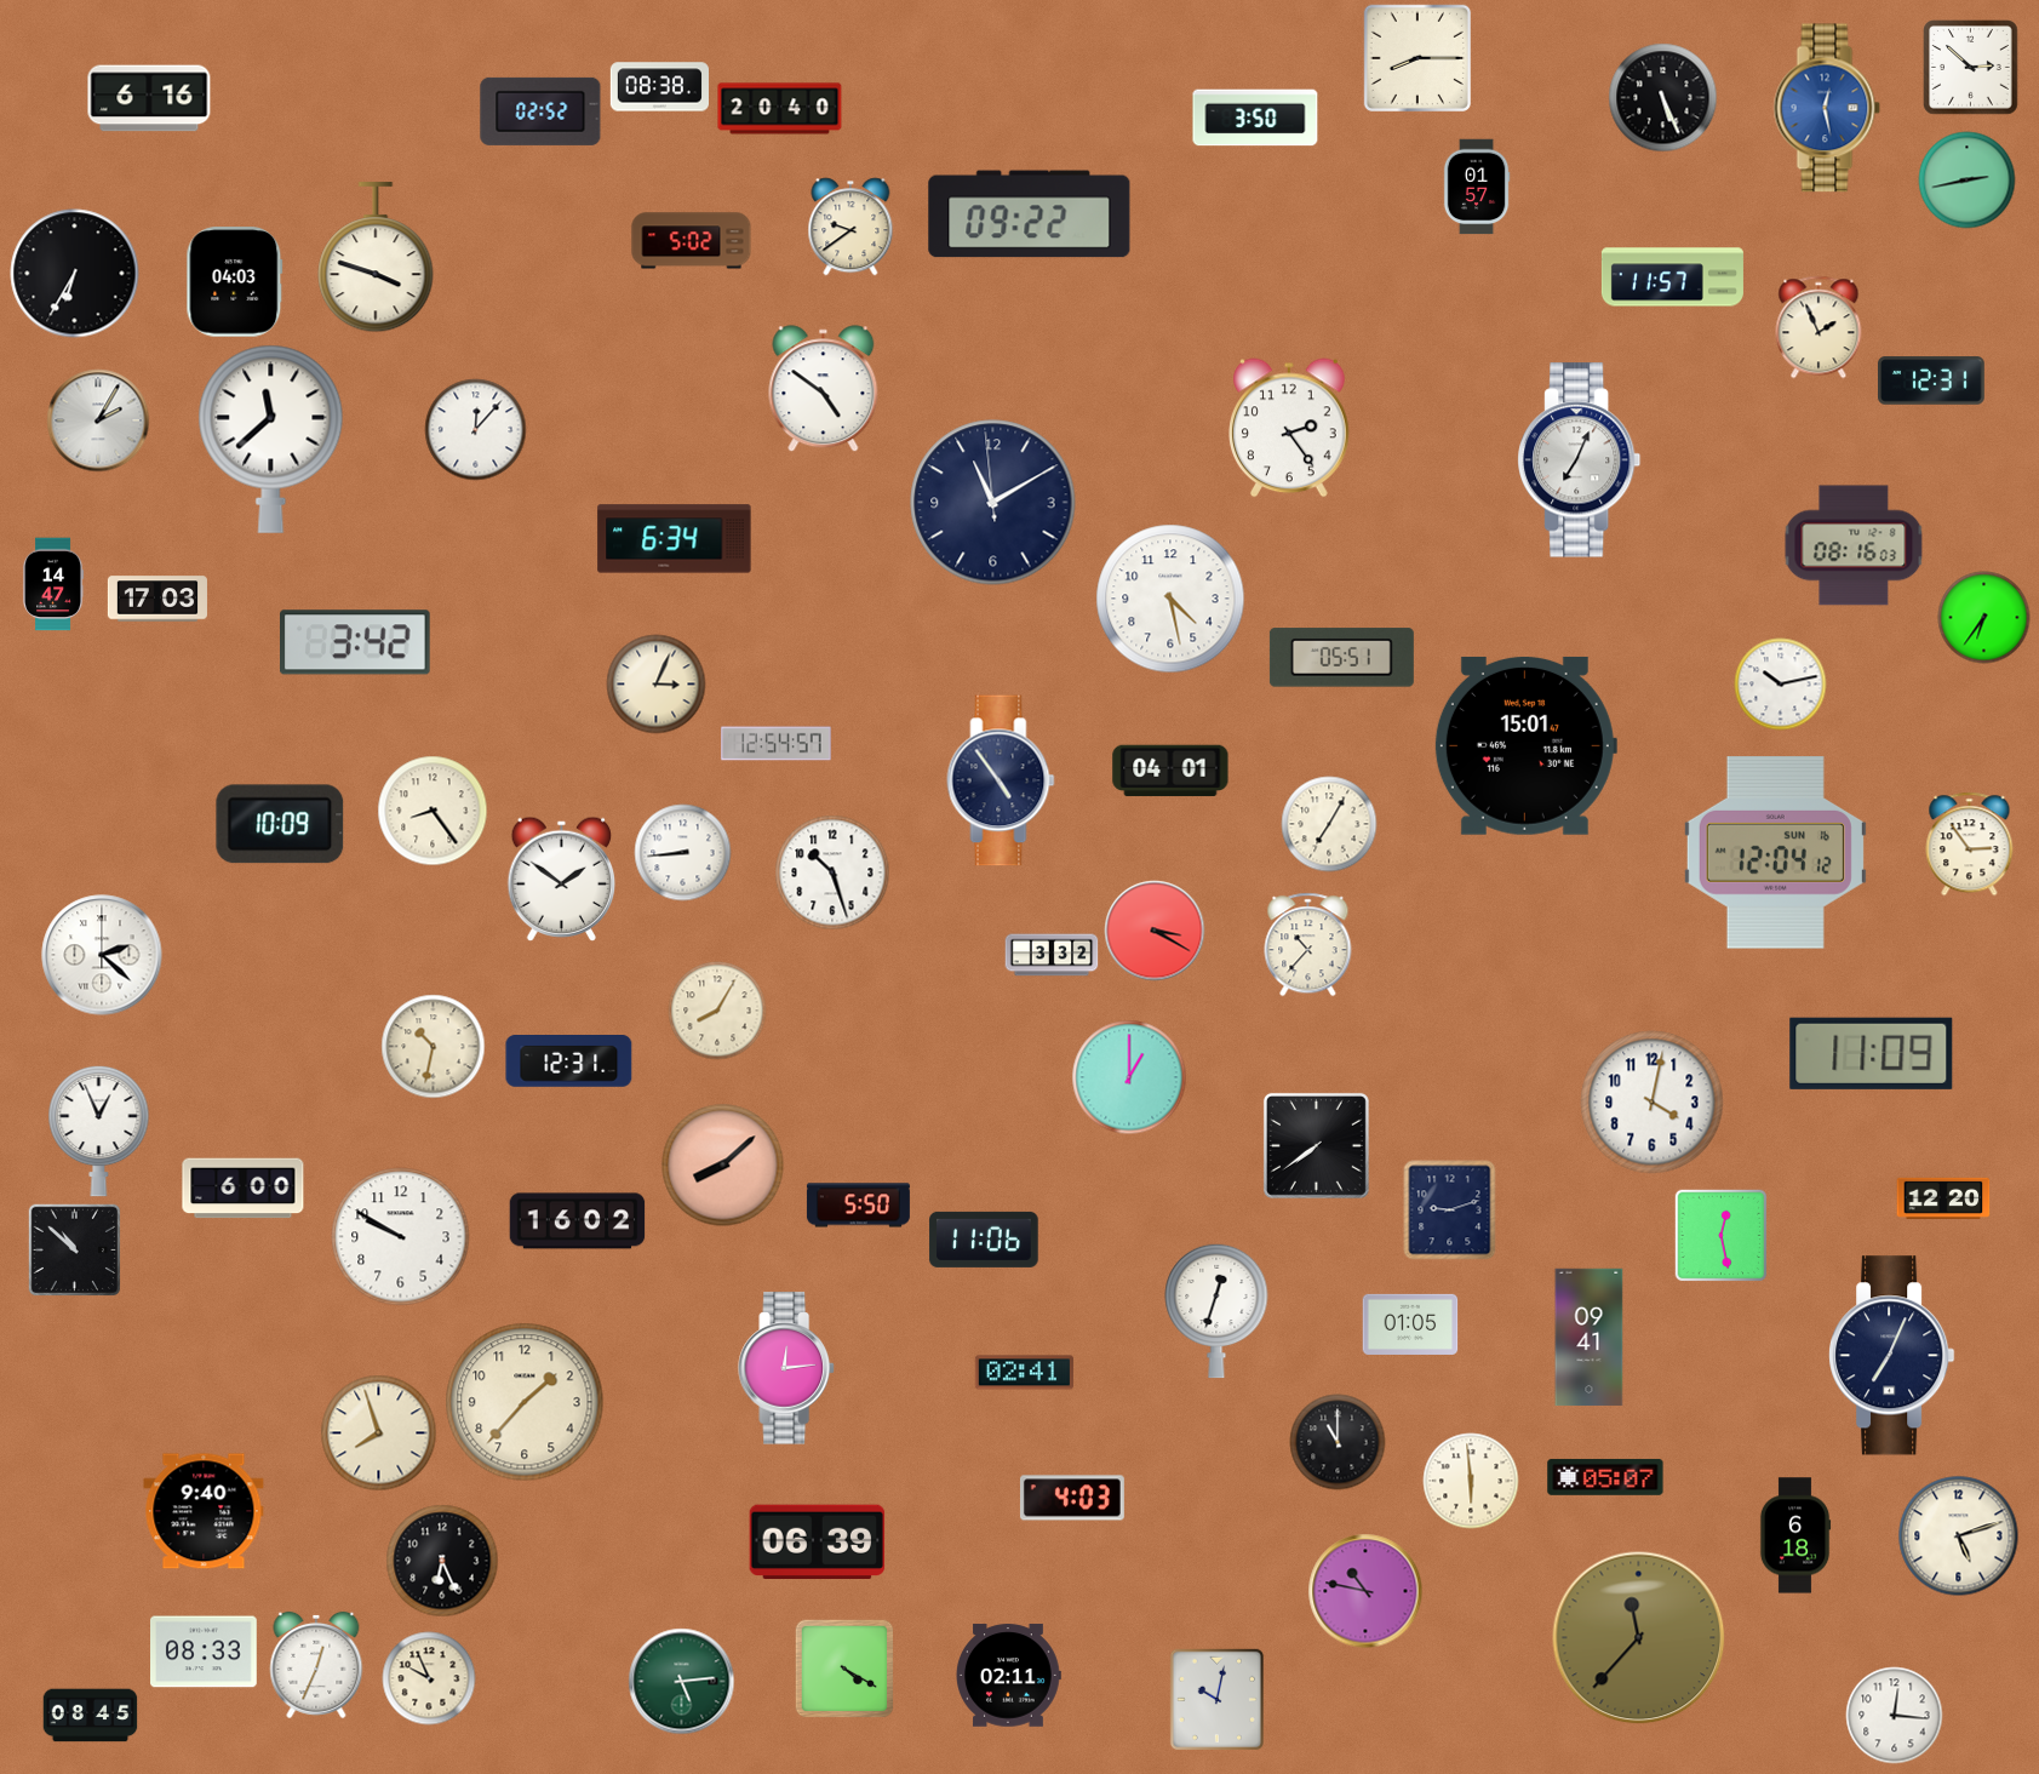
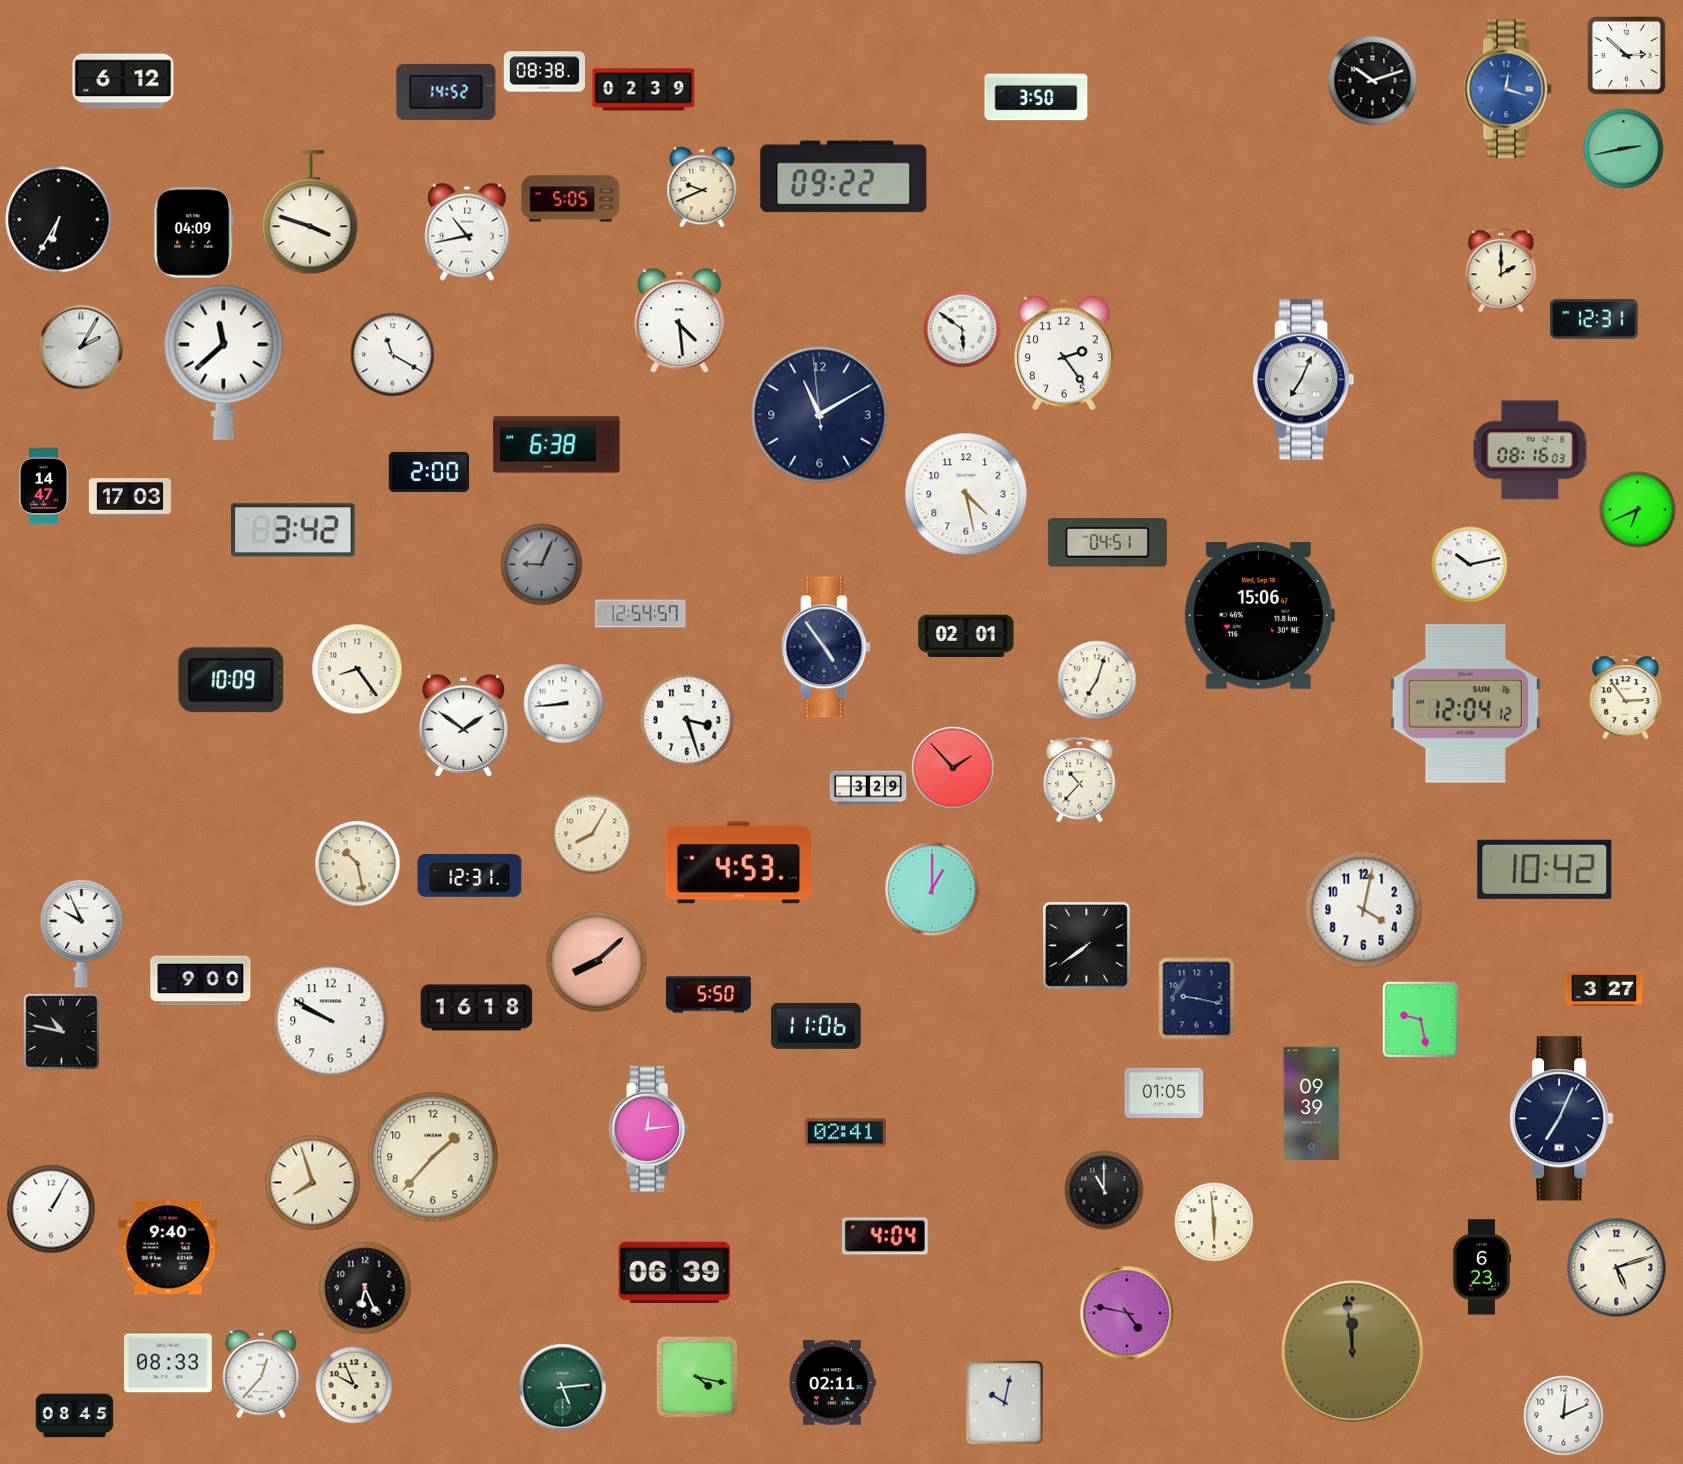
clock at (1417, 58): 8:15 -> none
clock at (149, 98): 6:16 -> 6:12
clock at (1663, 98): 5:26 -> 10:12
clock at (1827, 108): 12:28 -> 12:18
clock at (780, 109): 20:40 -> 02:39
clock at (540, 111): 02:52 -> 14:52
clock at (1477, 187): 01:57 -> none
clock at (1030, 214) position: (1030, 214) -> (844, 177)
clock at (850, 227): 9:39 -> 9:41
clock at (692, 241): 5:02 -> 5:05
clock at (75, 274) position: (75, 274) -> (59, 220)
clock at (1672, 277): 11:57 -> none
clock at (467, 232): none -> 10:43
clock at (235, 282): 04:03 -> 04:09
clock at (1819, 327): 1:56 -> 2:00
clock at (1932, 380) position: (1932, 380) -> (1595, 319)
clock at (824, 389): 4:51 -> 4:29
clock at (962, 329): none -> 5:51
clock at (476, 430): 12:07 -> 11:20
clock at (675, 539): 6:34 -> 6:38
clock at (428, 472): none -> 2:00
clock at (53, 584) position: (53, 584) -> (44, 486)
clock at (157, 599) position: (157, 599) -> (130, 497)
clock at (1984, 618): 6:36 -> 6:41
clock at (1341, 658): 05:51 -> 04:51
clock at (657, 685): 3:04 -> 9:04
clock at (657, 685) dial: cream -> grey
clock at (1525, 745): 15:01 -> 15:06
clock at (1170, 771): 04:01 -> 02:01
clock at (1001, 780) position: (1001, 780) -> (826, 647)
clock at (1329, 824): 7:05 -> 7:03
clock at (832, 872): 10:27 -> 3:27
clock at (1155, 931): 3:20 -> 1:53
clock at (102, 955): 2:22 -> none
clock at (1052, 955): 3:32 -> 3:29
clock at (738, 863): none -> 4:53
clock at (434, 1047): 10:32 -> 10:28
clock at (1872, 1053): 11:09 -> 10:42
clock at (99, 1131): 12:56 -> 9:56
clock at (244, 1189): 6:00 -> 9:00
clock at (1943, 1198): 12:20 -> 3:27
clock at (1450, 1211): 9:12 -> 9:17
clock at (578, 1221): 16:02 -> 16:18
clock at (1720, 1235): 12:28 -> 9:28
clock at (984, 1240) position: (984, 1240) -> (816, 1026)
clock at (74, 1249): 10:52 -> 10:47
clock at (1216, 1311): 12:33 -> none
clock at (1590, 1338): 09:41 -> 09:39
clock at (51, 1209): none -> 1:05
clock at (1605, 1477): 05:07 -> none
clock at (1072, 1498): 4:03 -> 4:04
clock at (1795, 1535): 6:18 -> 6:23
clock at (1365, 1591): 10:47 -> 4:47
clock at (1639, 1638): 11:37 -> 11:59
clock at (316, 1665): 12:34 -> 12:37
clock at (844, 1669): 4:20 -> 4:17
clock at (1895, 1716): 12:16 -> 12:11
